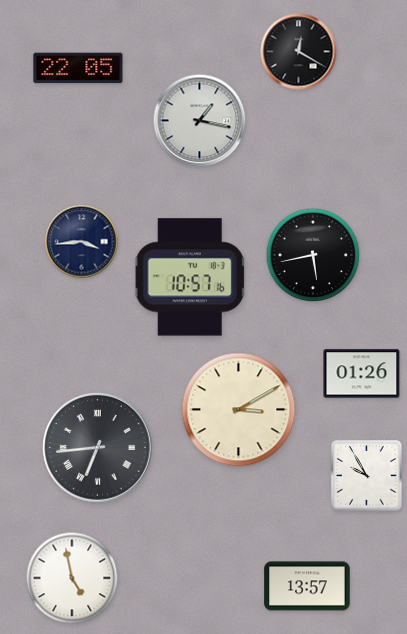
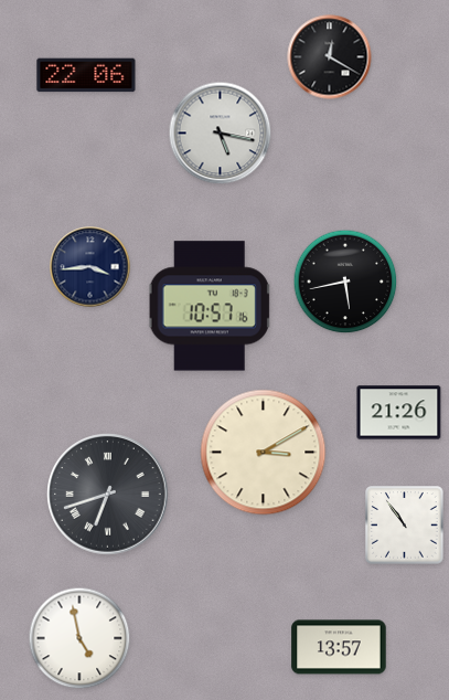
clock at (78, 68): 22:05 -> 22:06
clock at (200, 121): 1:17 -> 5:17
clock at (362, 374): 01:26 -> 21:26
clock at (98, 448): 6:44 -> 6:42
clock at (367, 476): 9:55 -> 10:54
